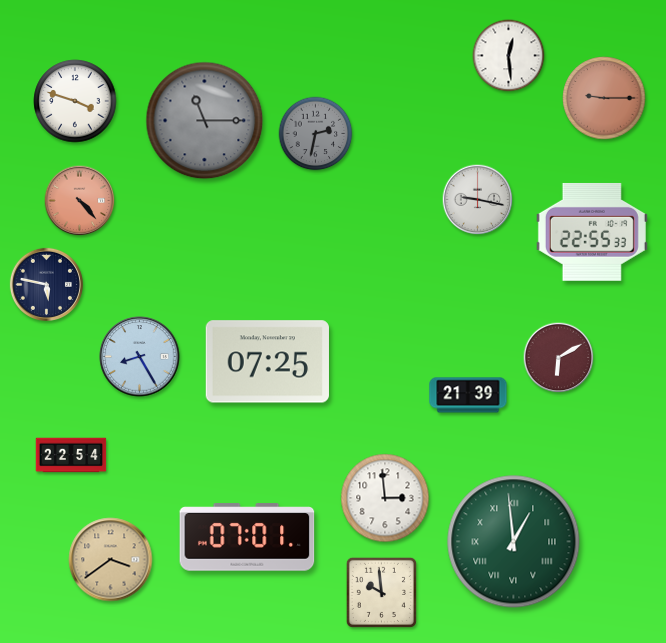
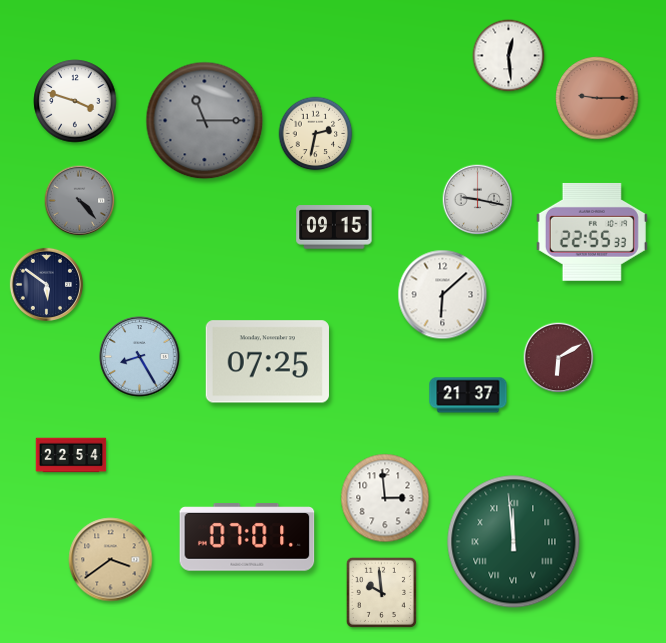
clock at (604, 98) position: (604, 98) -> (597, 98)
clock at (316, 134) dial: grey -> cream
clock at (80, 201) dial: salmon -> grey
clock at (334, 227): none -> 09:15
clock at (46, 284): 5:47 -> 5:51
clock at (443, 295): none -> 6:08
clock at (468, 395): 21:39 -> 21:37
clock at (514, 542): 12:59 -> 11:59
